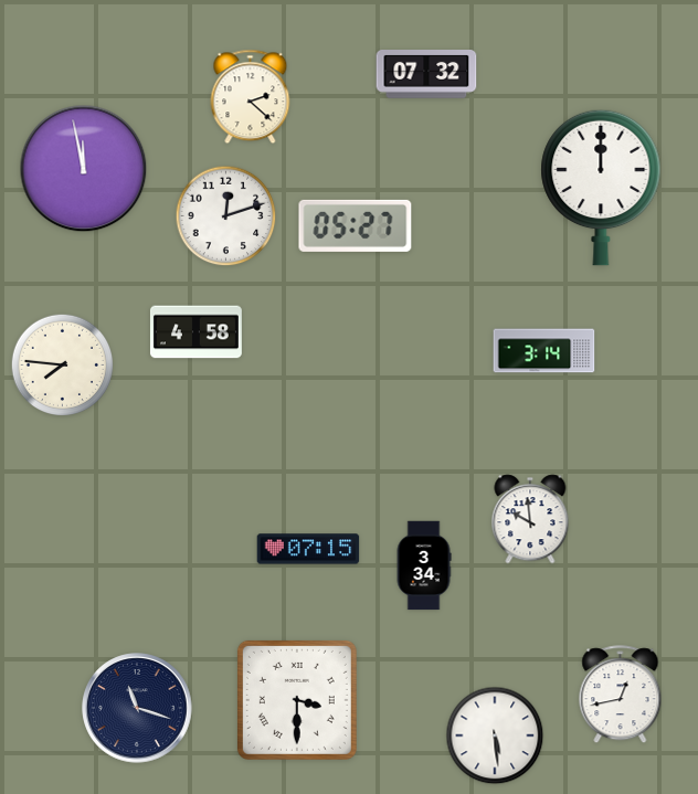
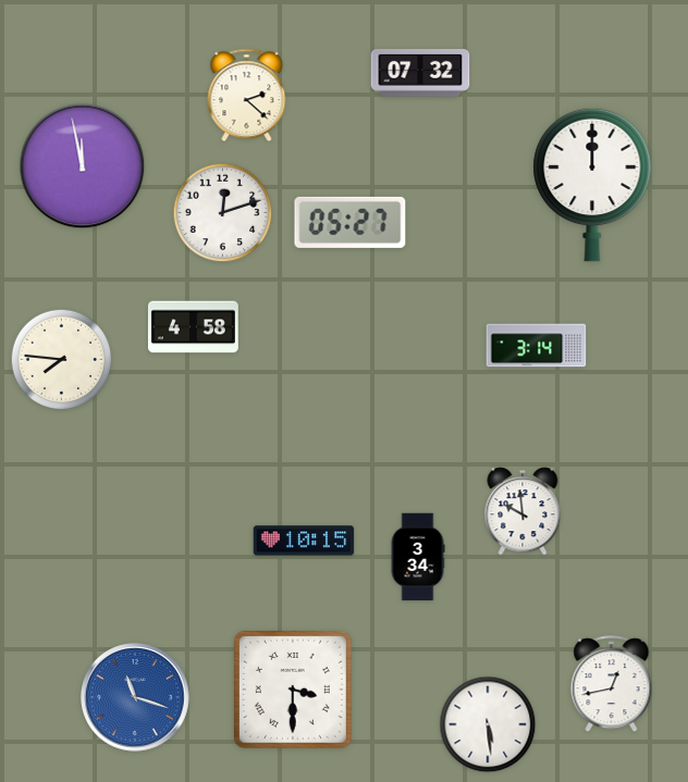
clock at (308, 549): 07:15 -> 10:15
clock at (137, 708) dial: navy -> blue
